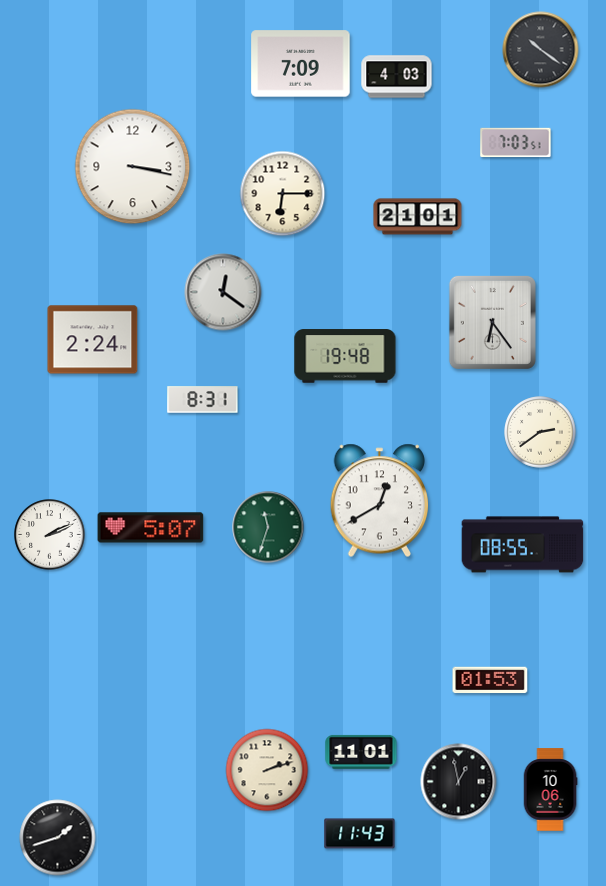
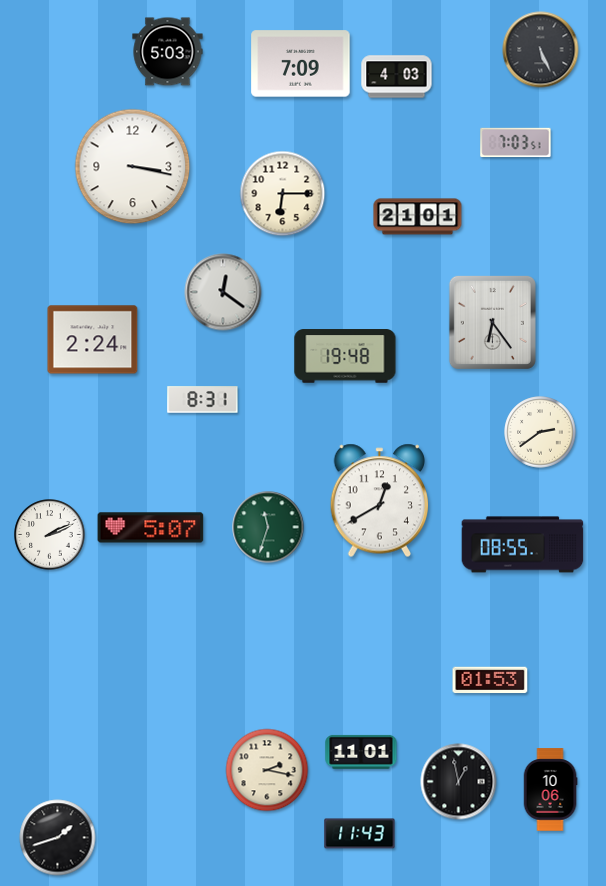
clock at (541, 50): 10:21 -> 5:26
clock at (168, 52): none -> 5:03
clock at (267, 770): 2:12 -> 2:17
